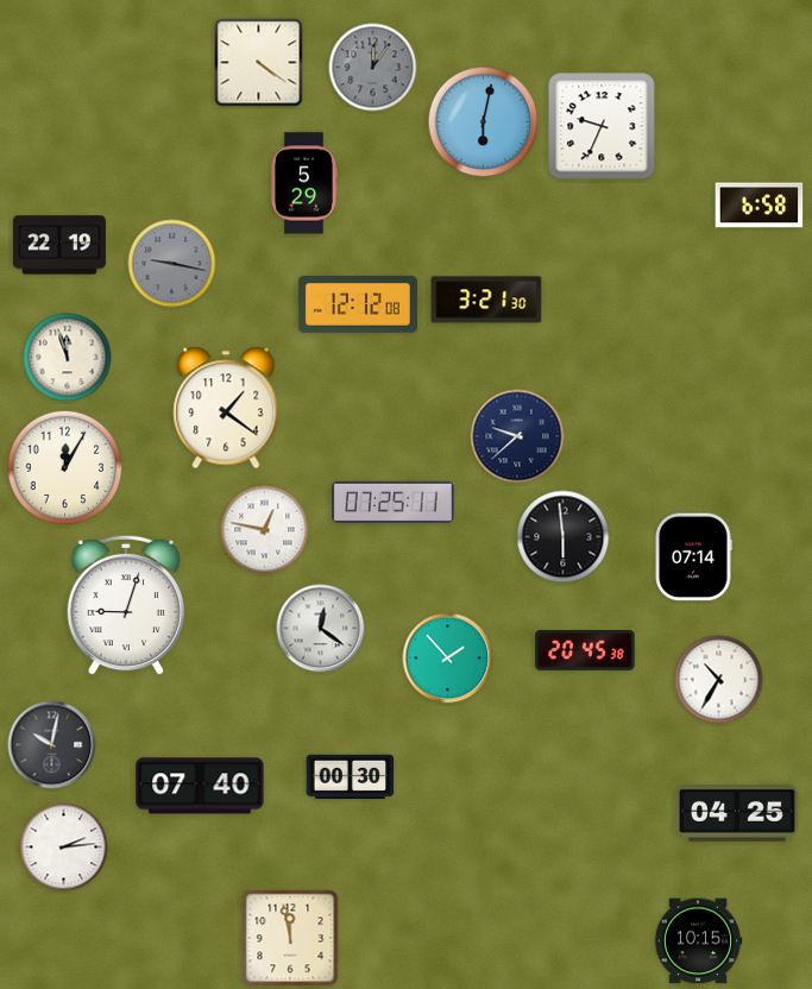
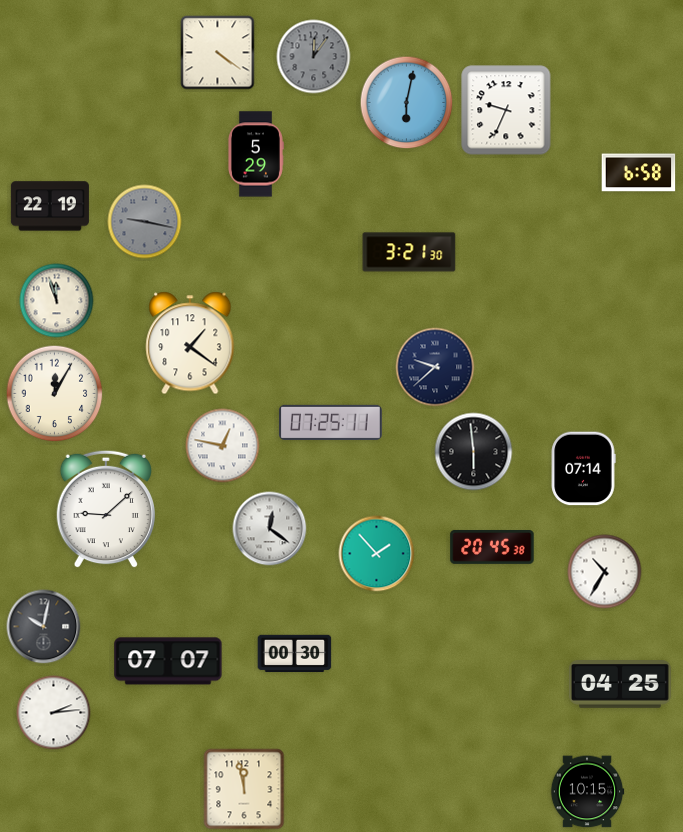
clock at (602, 126) position: (602, 126) -> (506, 110)
clock at (358, 305): 12:12 -> none
clock at (125, 605): 9:03 -> 9:08
clock at (200, 786): 07:40 -> 07:07
